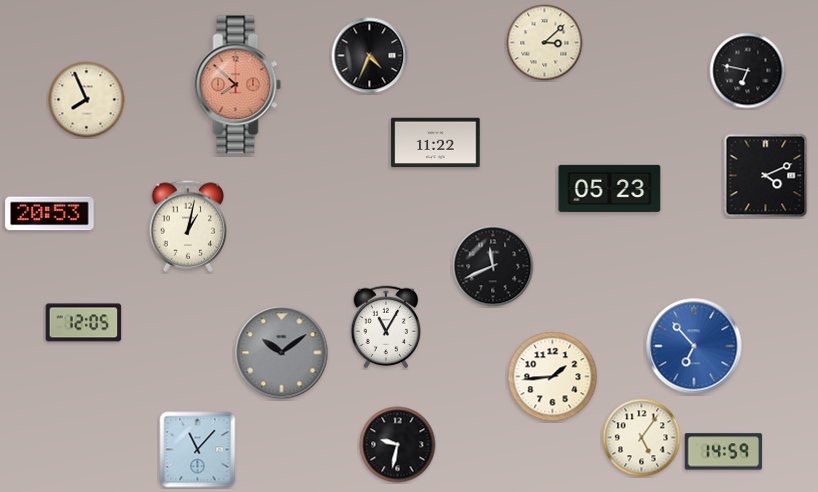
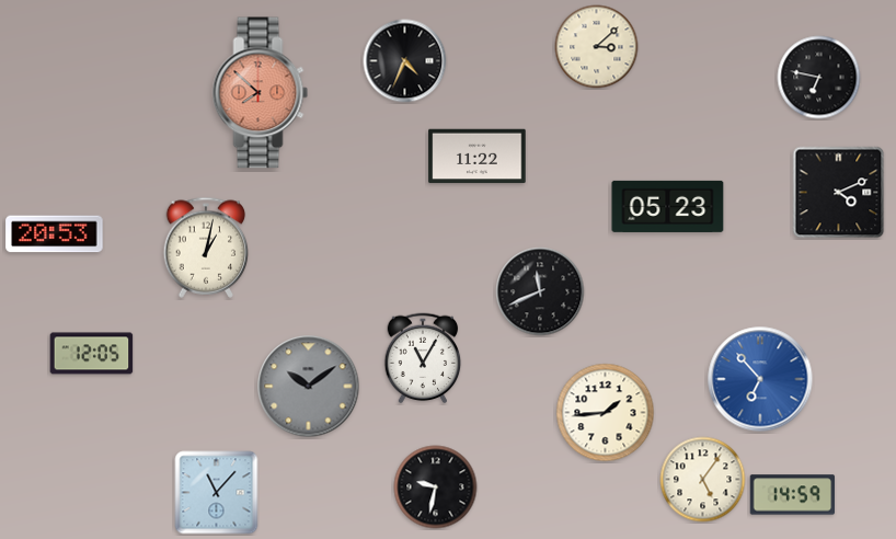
clock at (87, 100): 7:56 -> none
